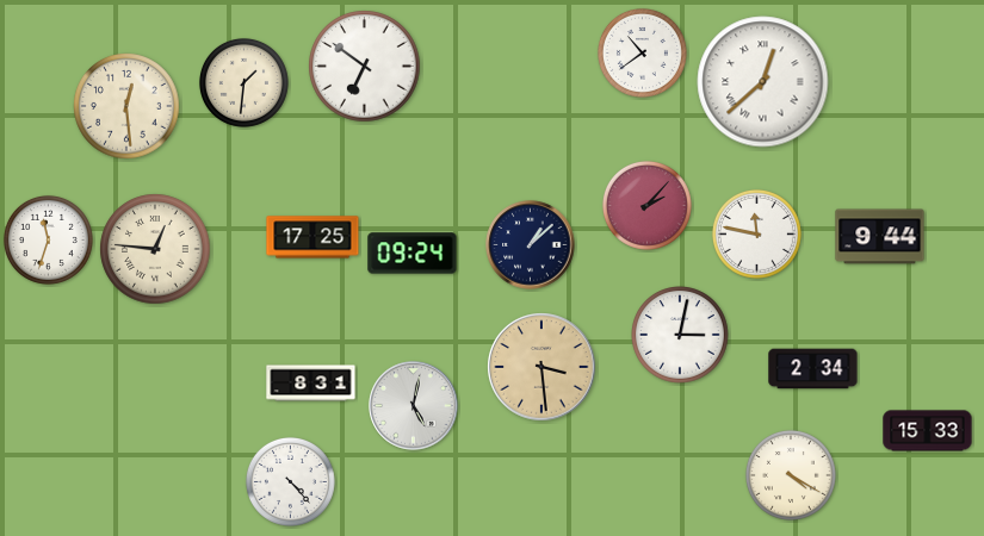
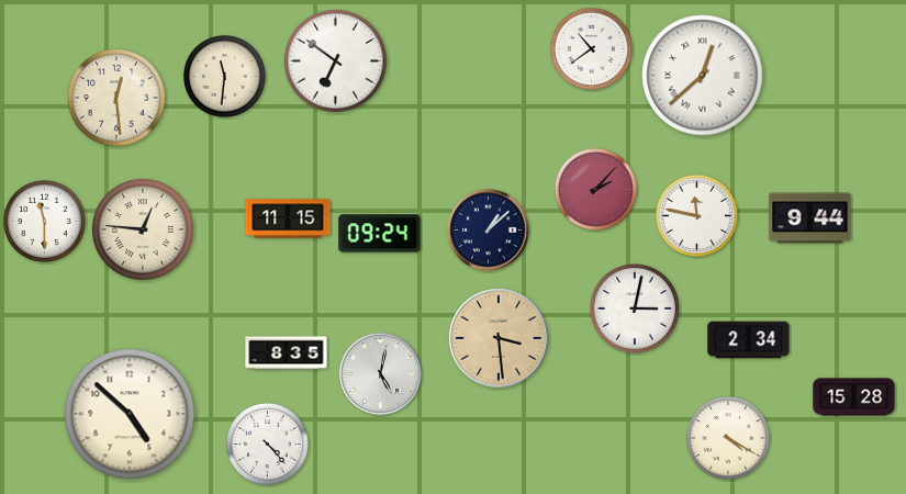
clock at (243, 82): 1:31 -> 11:31
clock at (312, 237): 17:25 -> 11:15
clock at (48, 239): 11:33 -> 11:30
clock at (531, 245) position: (531, 245) -> (489, 231)
clock at (681, 336) position: (681, 336) -> (636, 310)
clock at (311, 384): 8:31 -> 8:35
clock at (928, 431): 15:33 -> 15:28
clock at (130, 414): none -> 4:52
